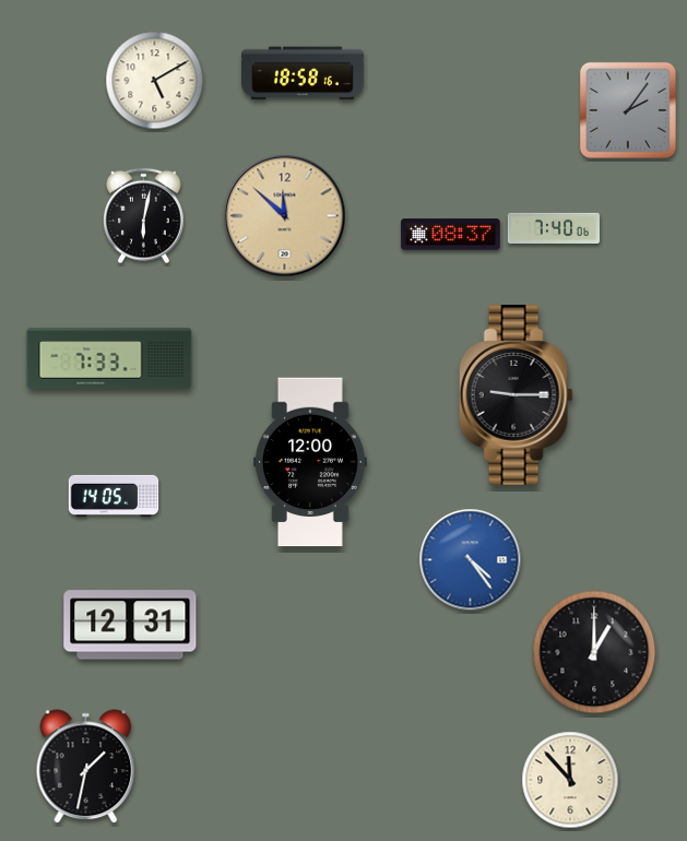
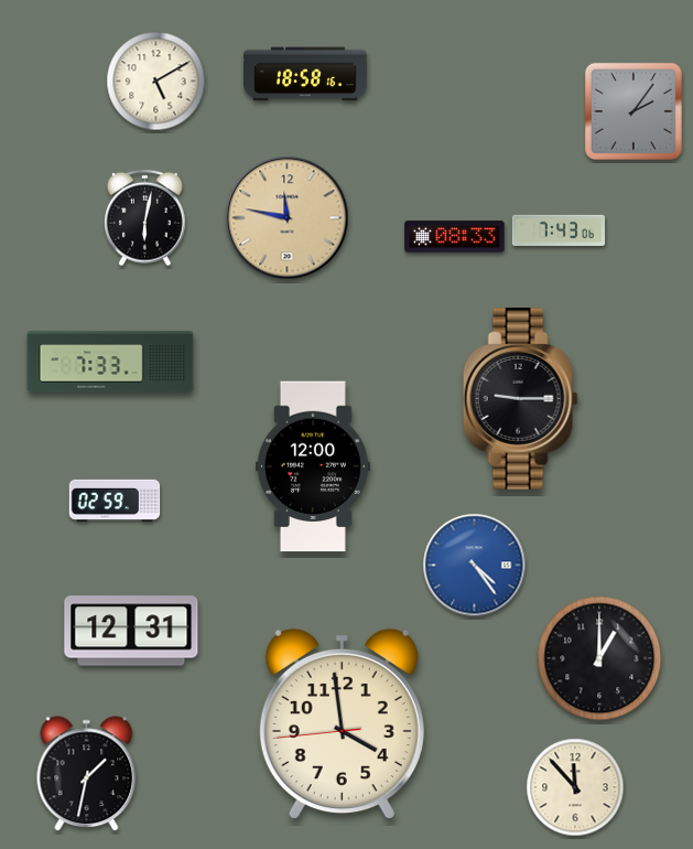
clock at (285, 216): 11:52 -> 11:47
clock at (553, 227): 7:40 -> 7:43
clock at (451, 235): 08:37 -> 08:33
clock at (114, 496): 14:05 -> 02:59
clock at (342, 724): none -> 3:58
